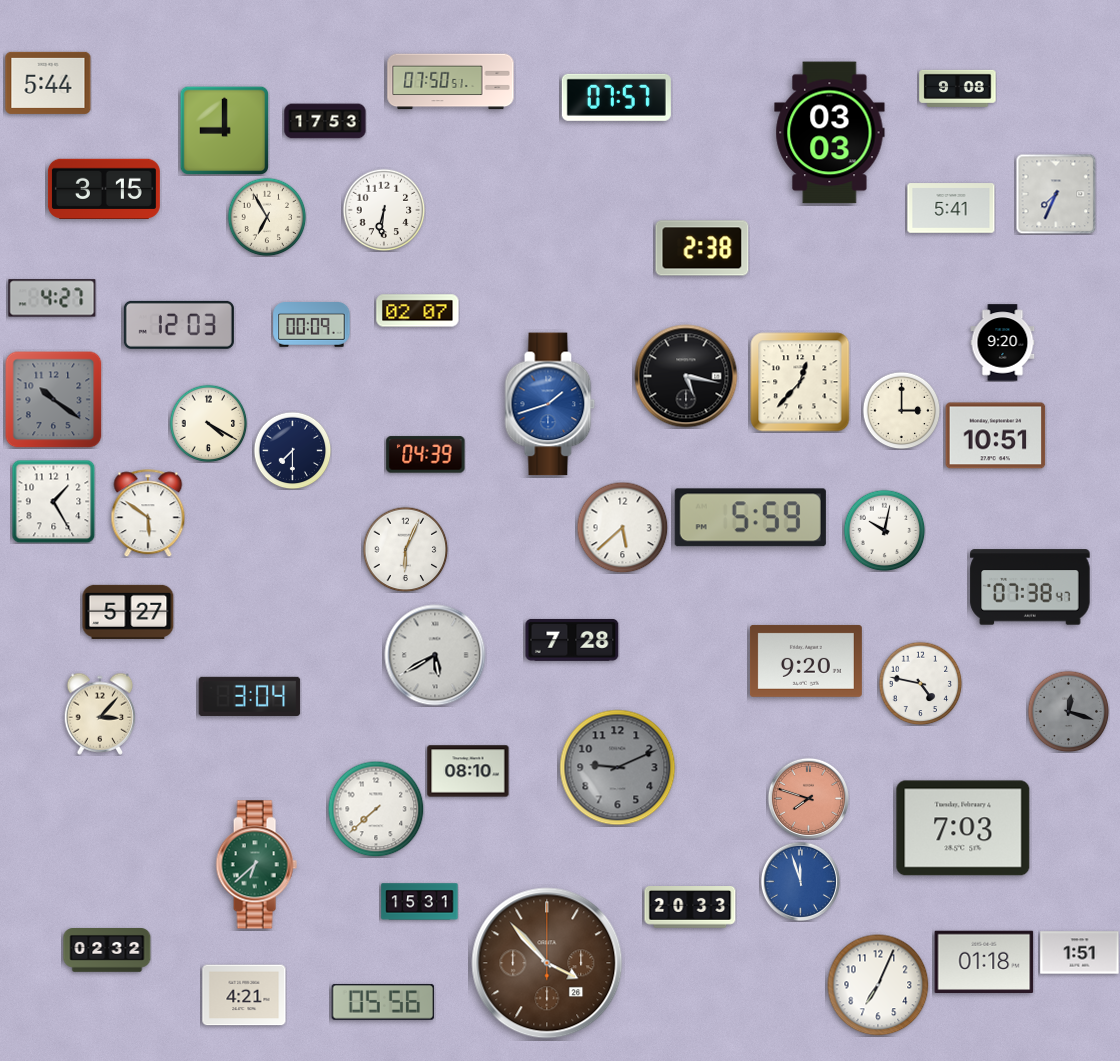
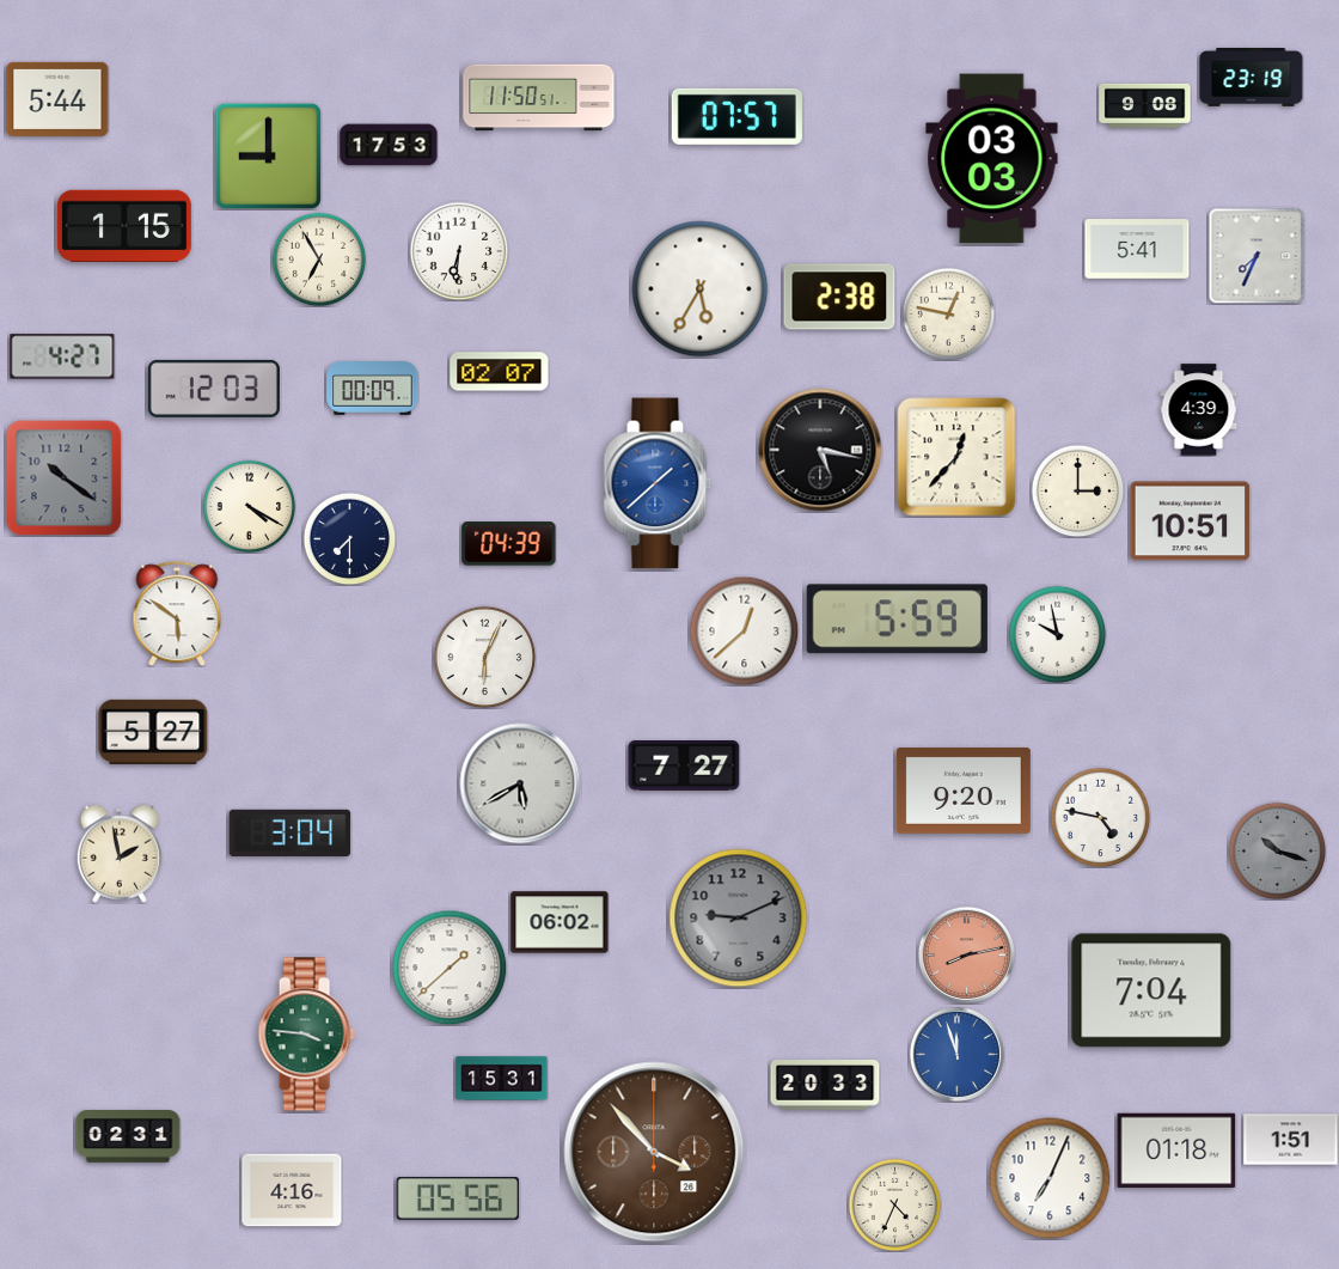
clock at (1252, 78): none -> 23:19
clock at (451, 82): 07:50 -> 11:50
clock at (104, 188): 3:15 -> 1:15
clock at (1056, 194) position: (1056, 194) -> (1257, 256)
clock at (701, 289): none -> 5:35
clock at (948, 313): none -> 12:47
clock at (1003, 343): 9:20 -> 4:39
clock at (550, 404): 1:42 -> 1:38
clock at (53, 501): 1:25 -> none
clock at (622, 527): 5:38 -> 12:38
clock at (884, 530): 10:02 -> 9:58
clock at (1030, 587): 07:38 -> none
clock at (572, 640): 7:28 -> 7:27
clock at (250, 696) position: (250, 696) -> (291, 832)
clock at (1068, 711): 12:18 -> 10:18
clock at (100, 714): 3:07 -> 1:58
clock at (468, 771): 08:10 -> 06:02
clock at (808, 798): 7:48 -> 8:13
clock at (376, 809): 7:38 -> 1:38
clock at (963, 828): 7:03 -> 7:04
clock at (256, 865): 6:38 -> 3:46
clock at (107, 951): 02:32 -> 02:31
clock at (244, 995): 4:21 -> 4:16
clock at (894, 1204): none -> 4:34
